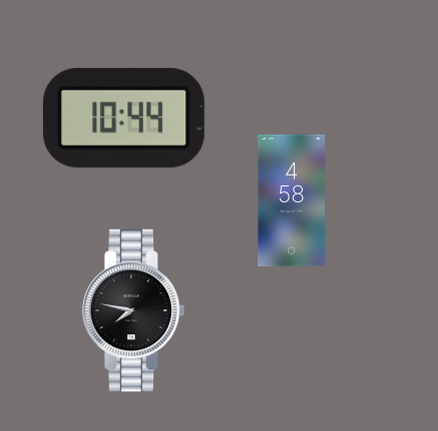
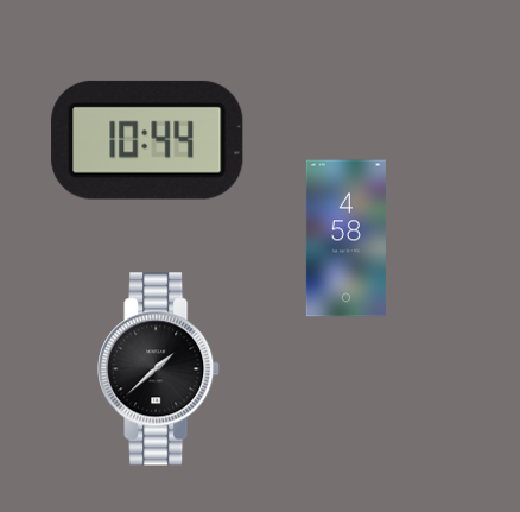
clock at (134, 311): 7:47 -> 1:38
